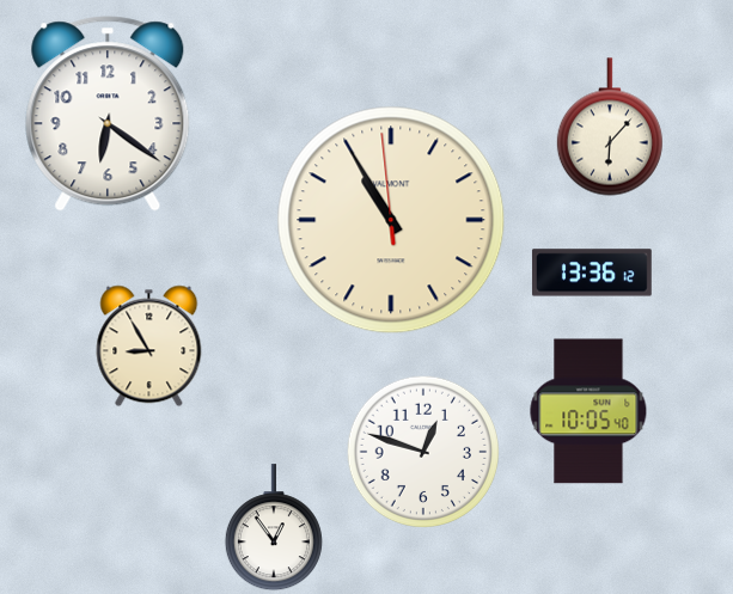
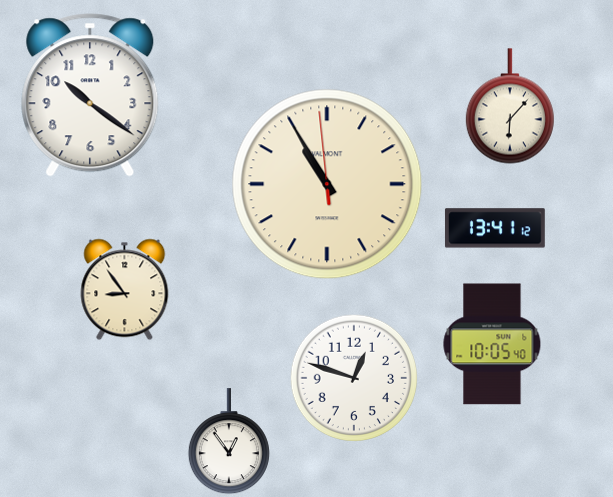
clock at (108, 114): 6:21 -> 10:21
clock at (592, 272): 13:36 -> 13:41
clock at (149, 347): 8:55 -> 8:54
